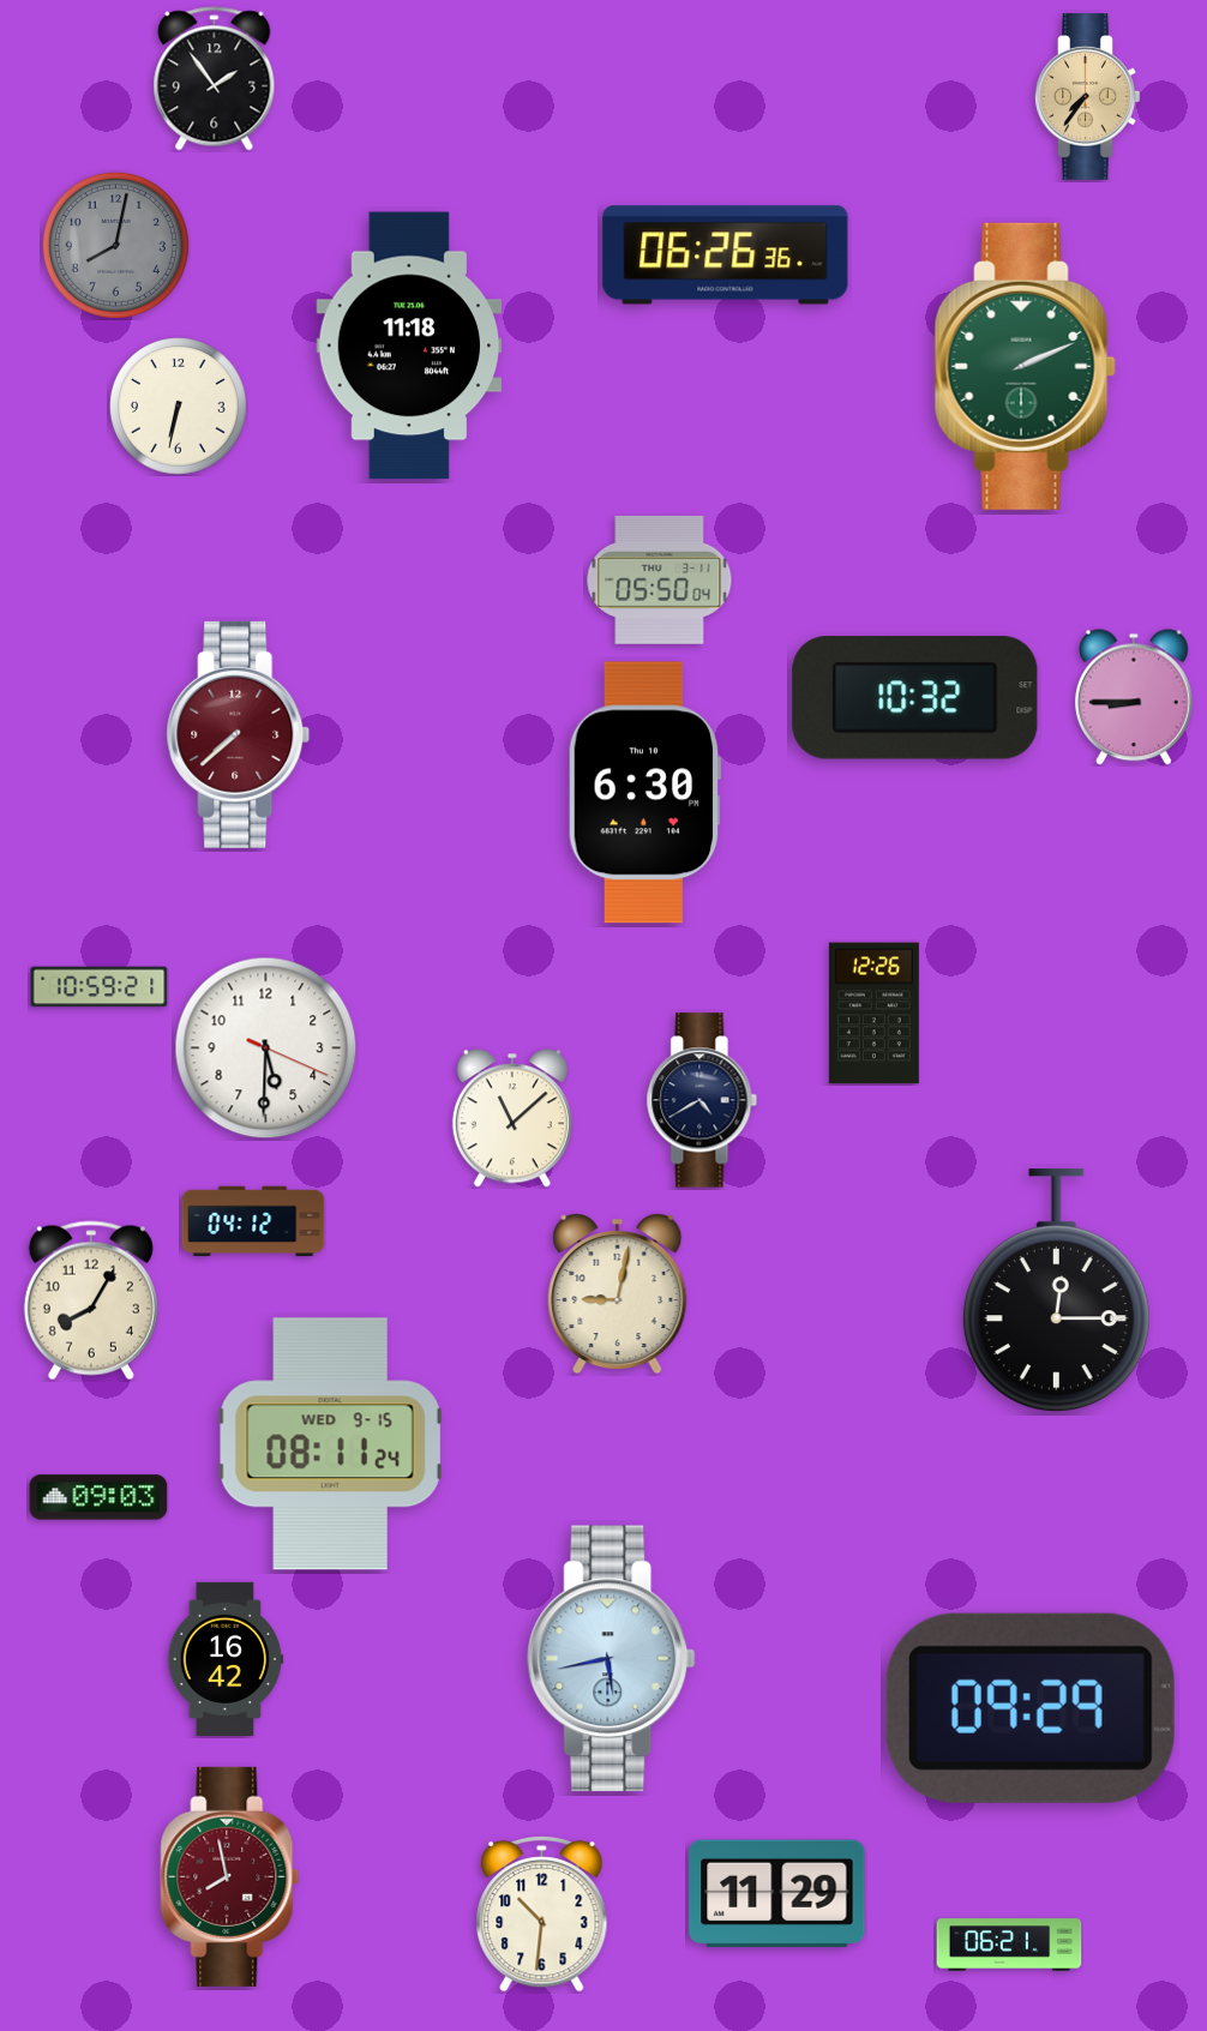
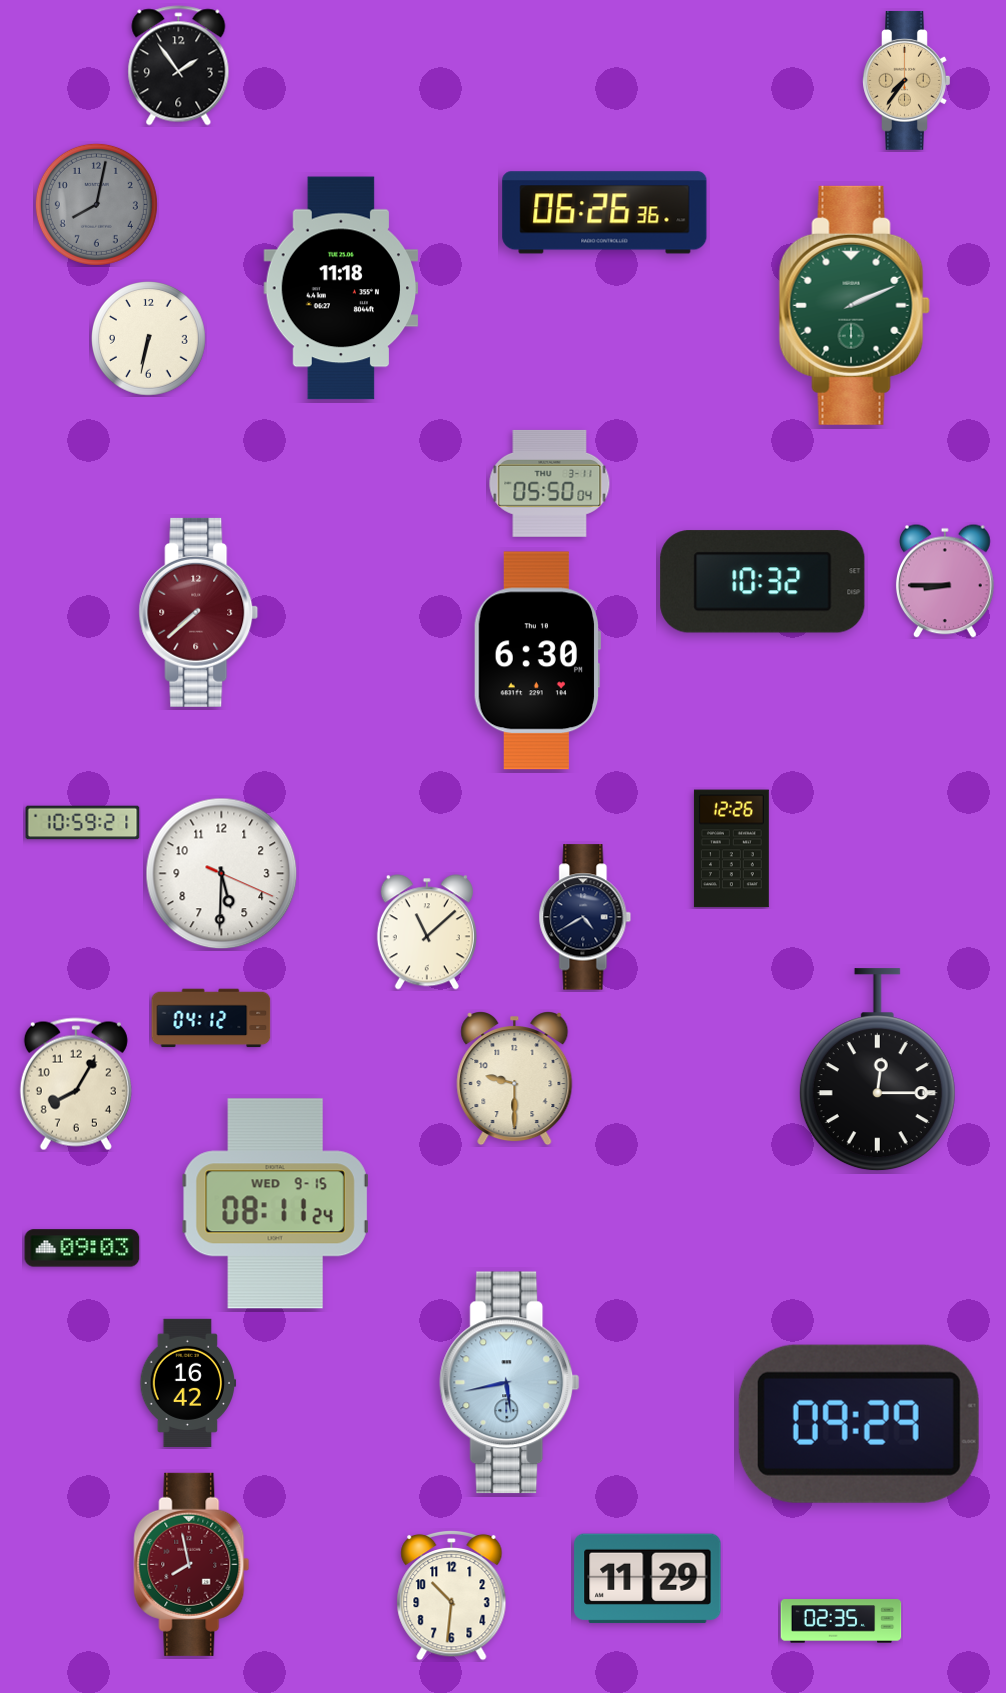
clock at (873, 1014) position: (873, 1014) -> (731, 849)
clock at (1056, 1291) position: (1056, 1291) -> (877, 1070)
clock at (618, 1294): 9:02 -> 9:30
clock at (1009, 1945): 06:21 -> 02:35
